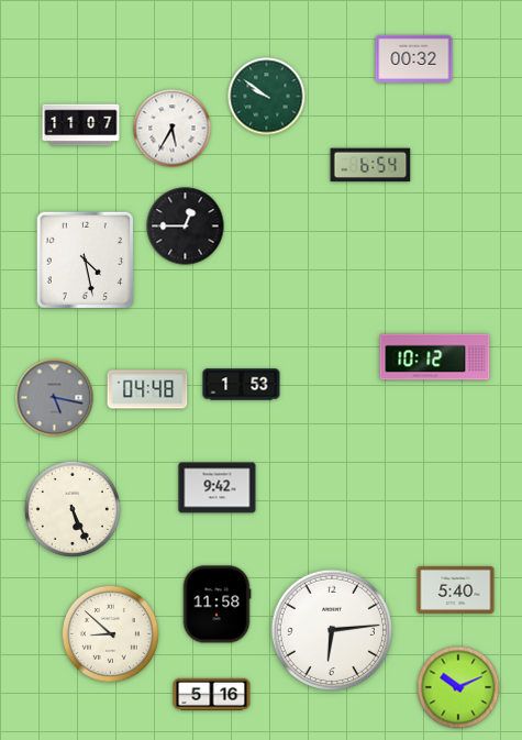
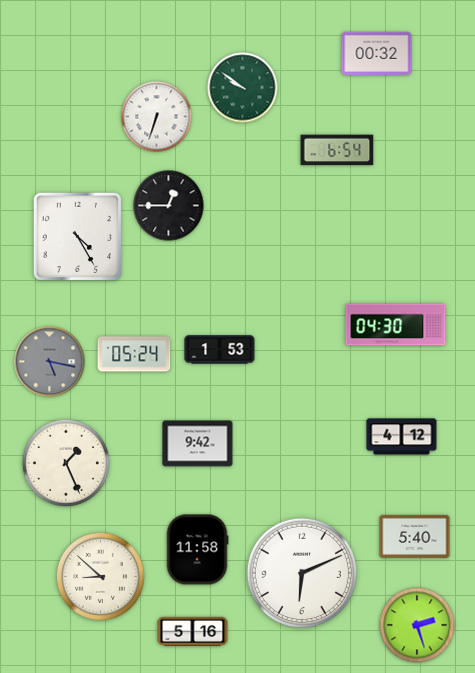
clock at (81, 125): 11:07 -> none
clock at (173, 129): 5:35 -> 6:33
clock at (85, 259): 4:28 -> 4:25
clock at (435, 357): 10:12 -> 04:30
clock at (147, 389): 04:48 -> 05:24
clock at (402, 437): none -> 4:12
clock at (73, 509): 5:26 -> 1:26
clock at (332, 630): 6:14 -> 6:11
clock at (458, 687): 10:11 -> 2:27
